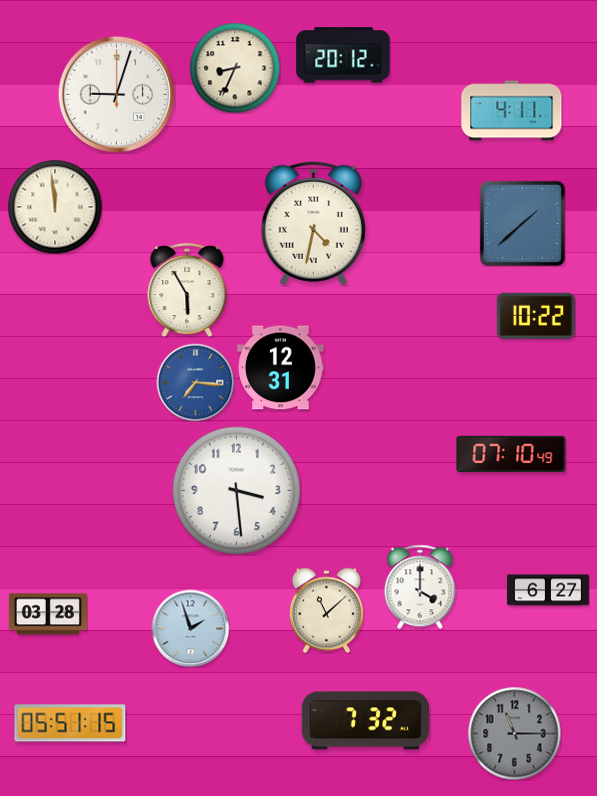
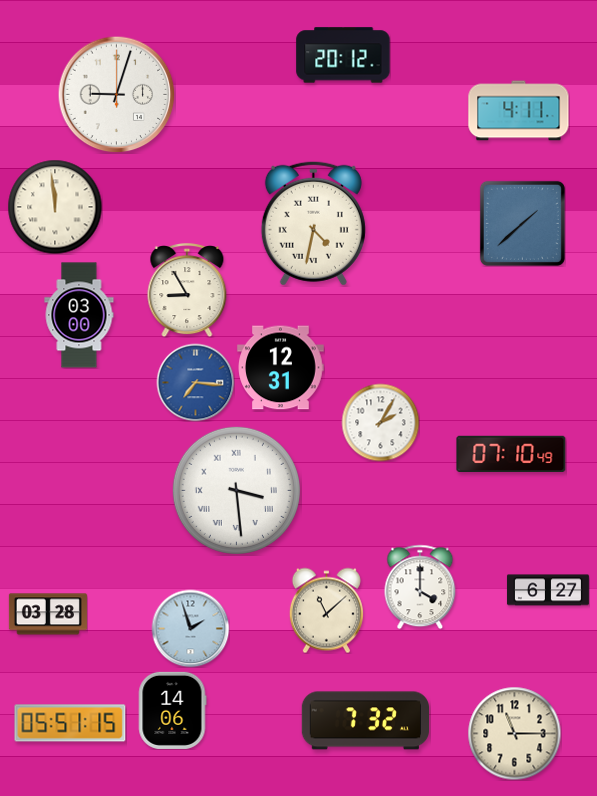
clock at (235, 68): 8:34 -> none
clock at (512, 111) position: (512, 111) -> (519, 111)
clock at (187, 290): 5:55 -> 8:55
clock at (79, 315): none -> 03:00
clock at (536, 316): 10:22 -> none
clock at (380, 422): none -> 2:05
clock at (236, 490) numerals: Arabic -> Roman
clock at (172, 710): none -> 14:06
clock at (514, 733) dial: grey -> cream
